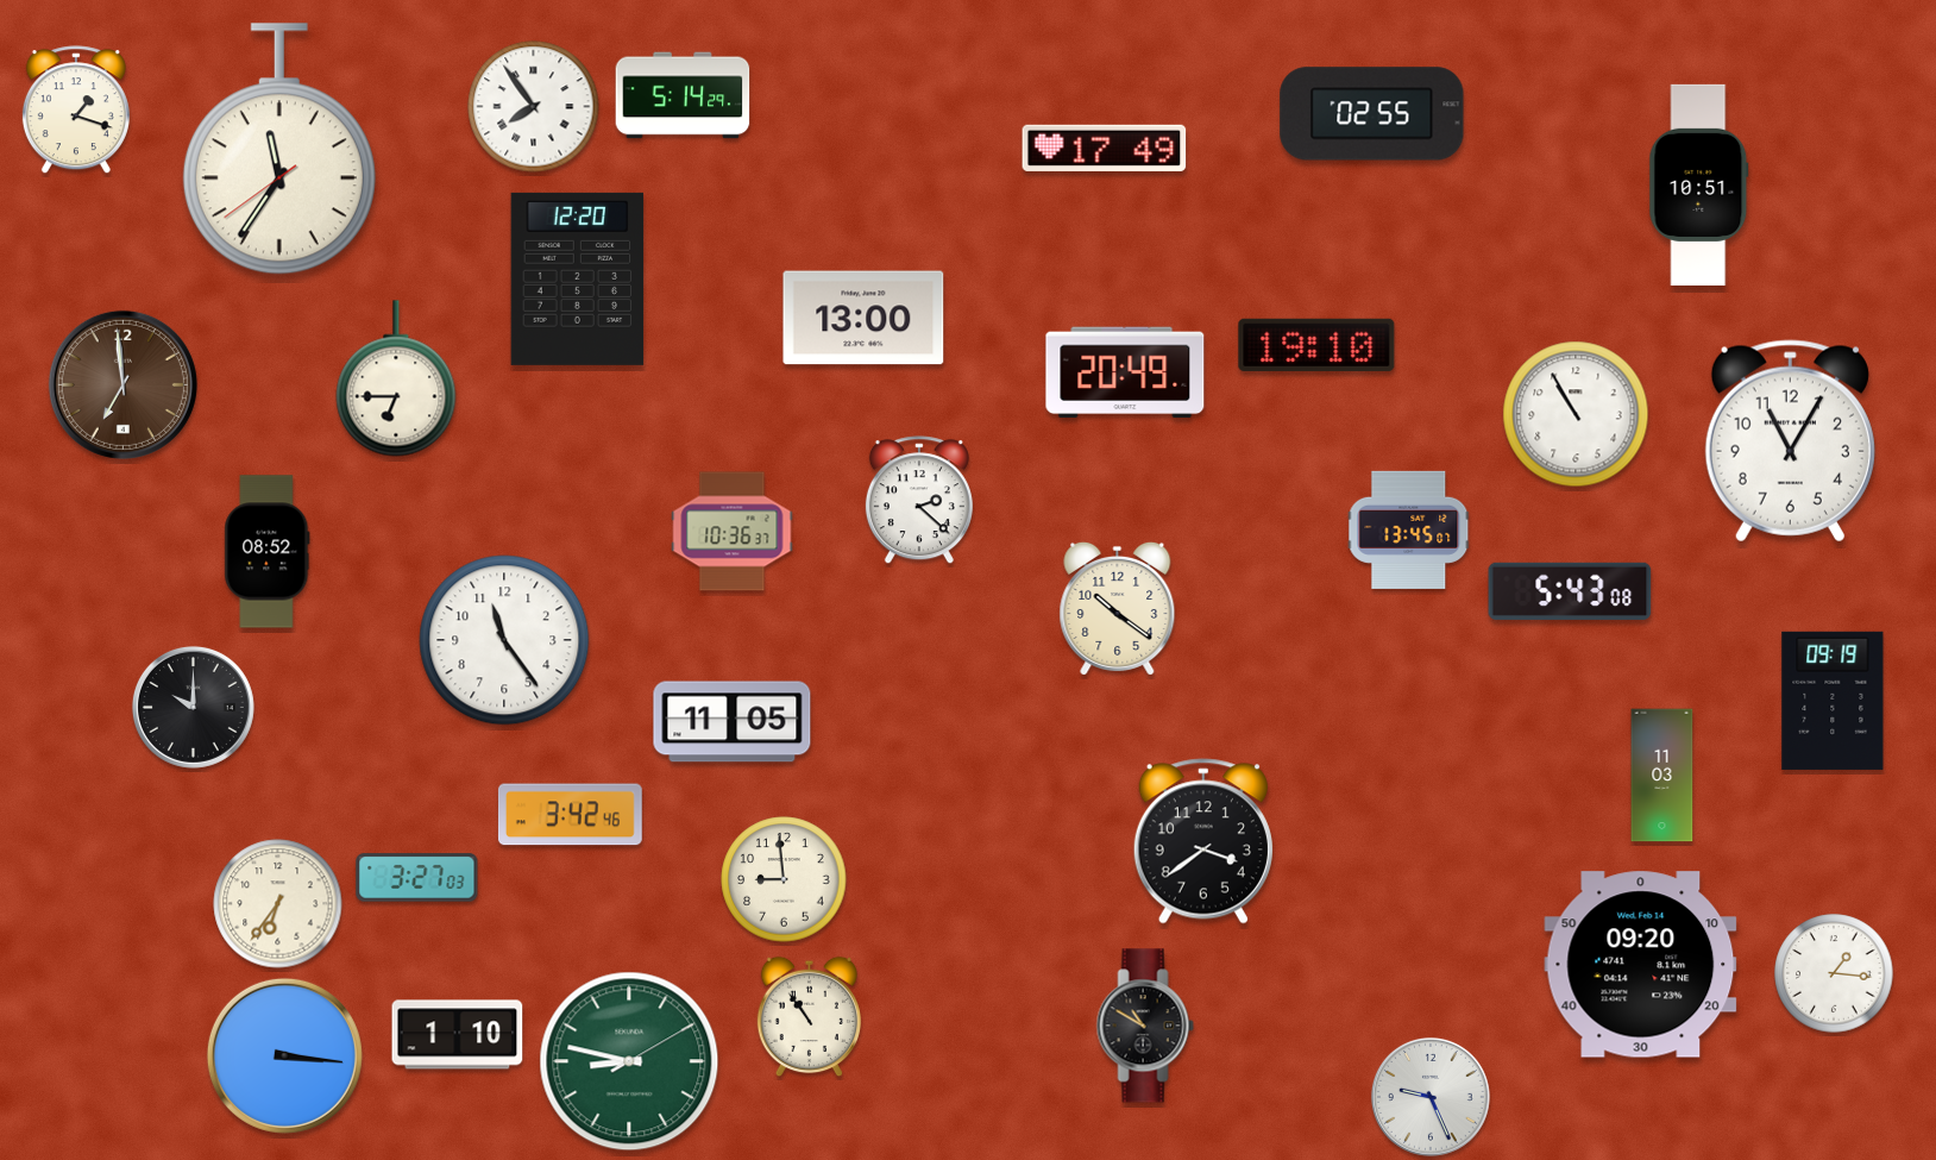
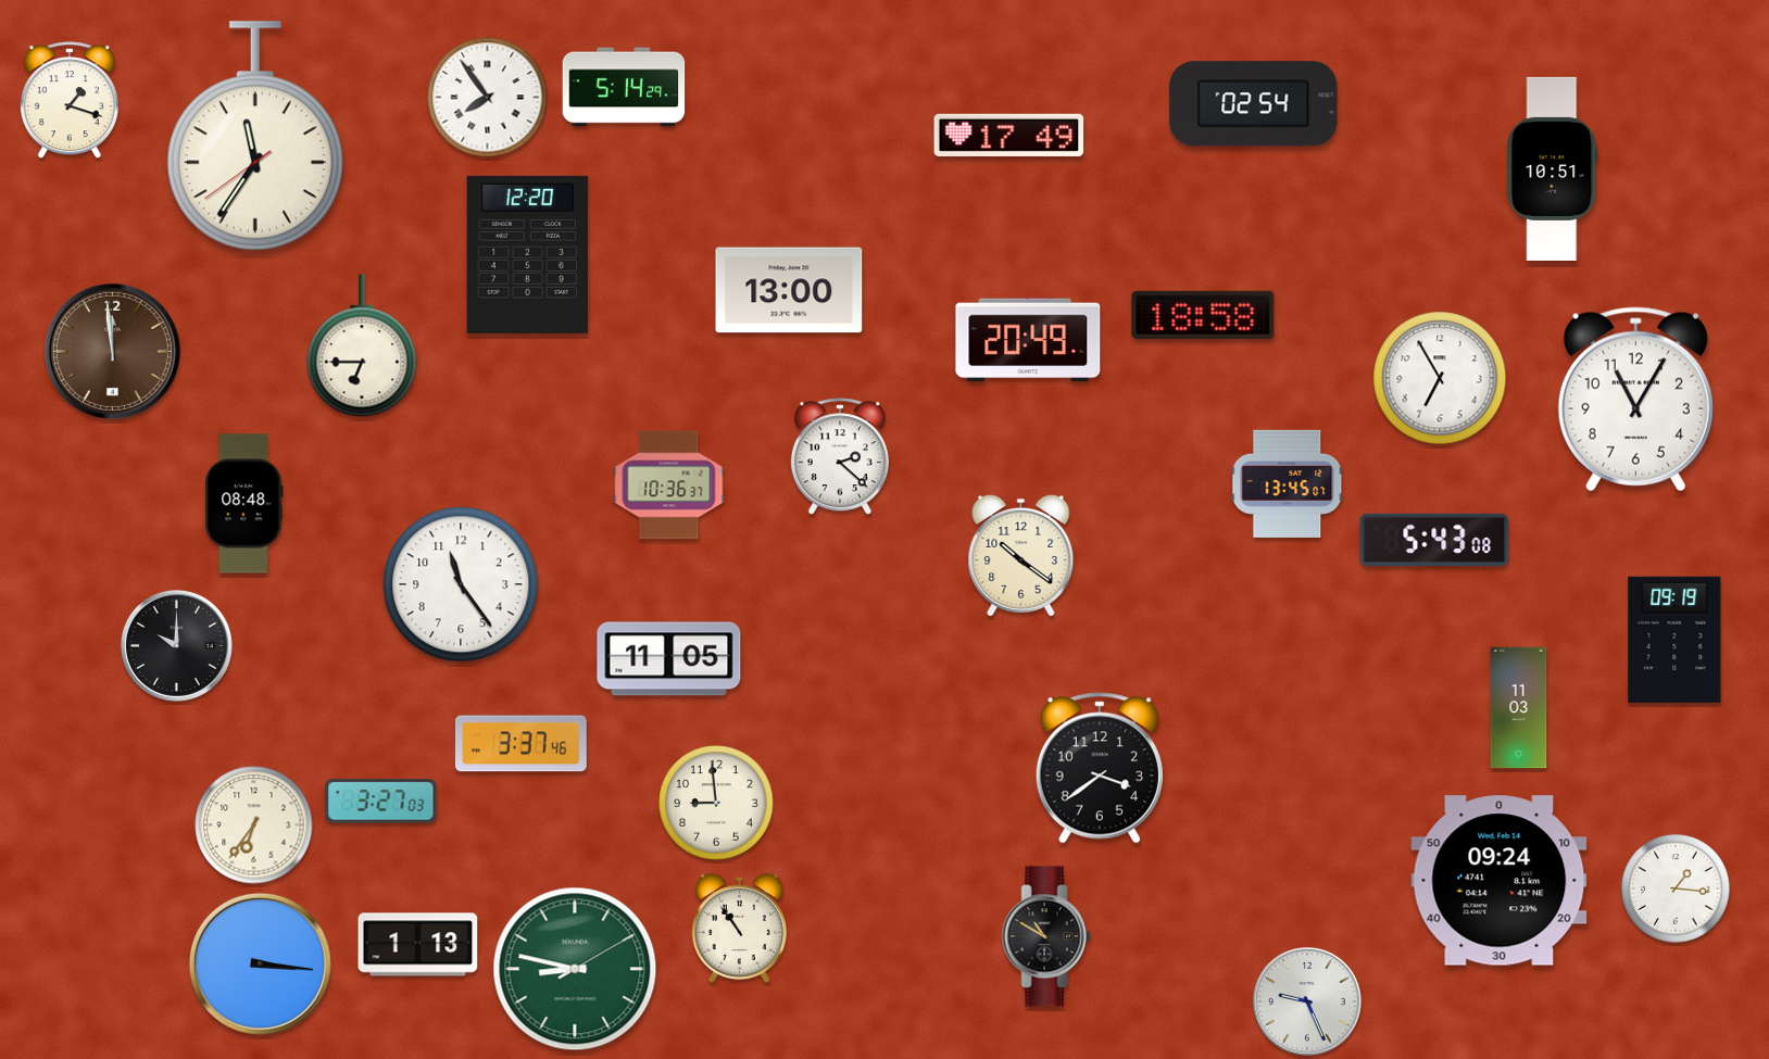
clock at (1372, 114): 02:55 -> 02:54
clock at (1316, 345): 19:10 -> 18:58
clock at (122, 384): 6:59 -> 11:59
clock at (1576, 414): 10:55 -> 6:55
clock at (1790, 441) position: (1790, 441) -> (1635, 400)
clock at (268, 552): 08:52 -> 08:48
clock at (570, 815): 3:42 -> 3:37
clock at (1641, 965): 09:20 -> 09:24
clock at (458, 1035): 1:10 -> 1:13
